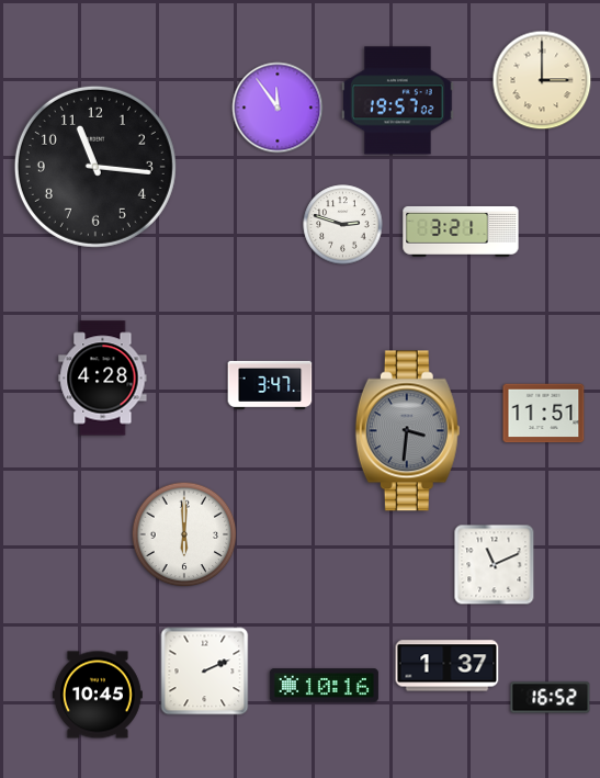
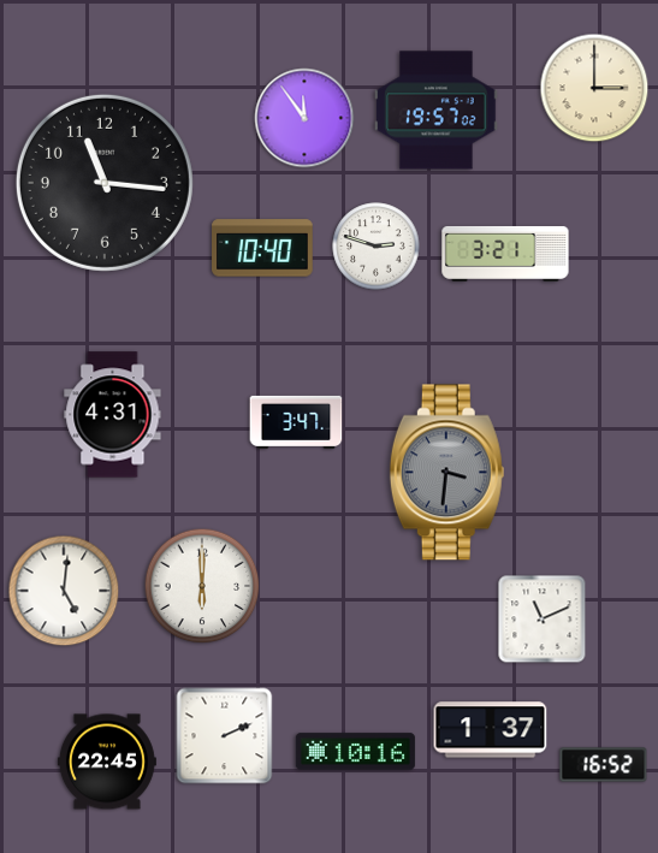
clock at (262, 248): none -> 10:40
clock at (103, 379): 4:28 -> 4:31
clock at (544, 414): 11:51 -> none
clock at (64, 591): none -> 5:01
clock at (98, 695): 10:45 -> 22:45
